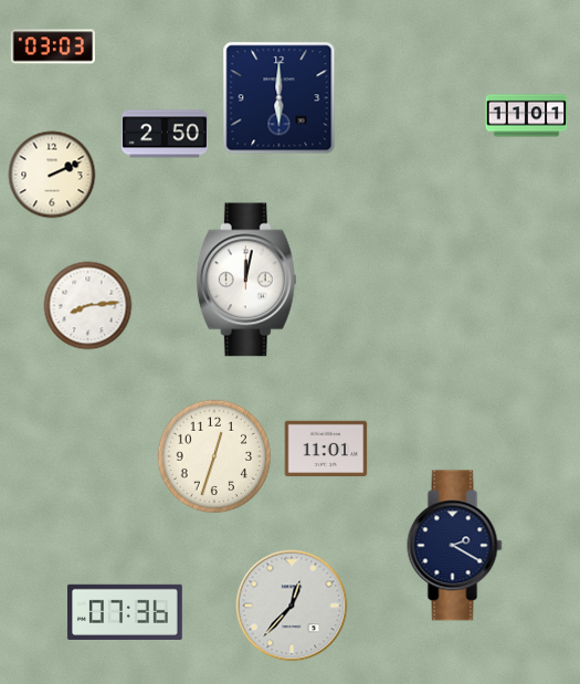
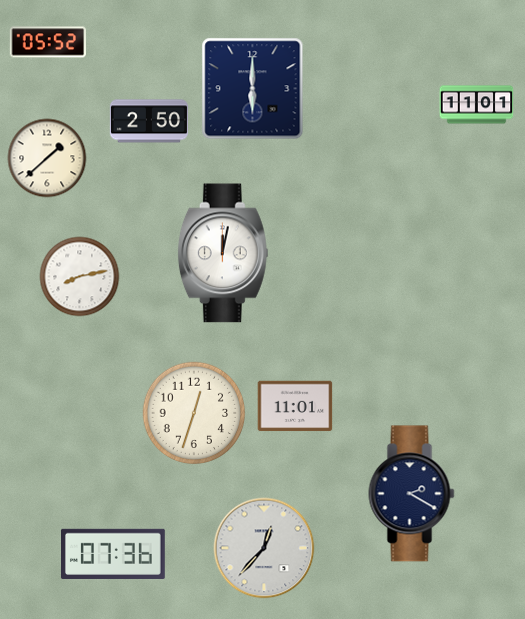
clock at (52, 46): 03:03 -> 05:52
clock at (52, 175): 2:11 -> 1:38
clock at (88, 306): 8:14 -> 8:13
